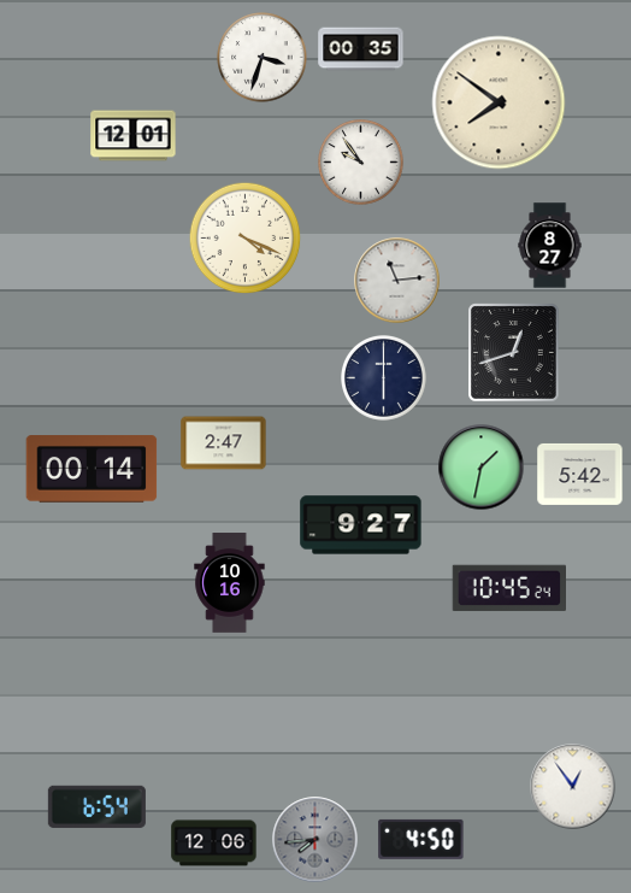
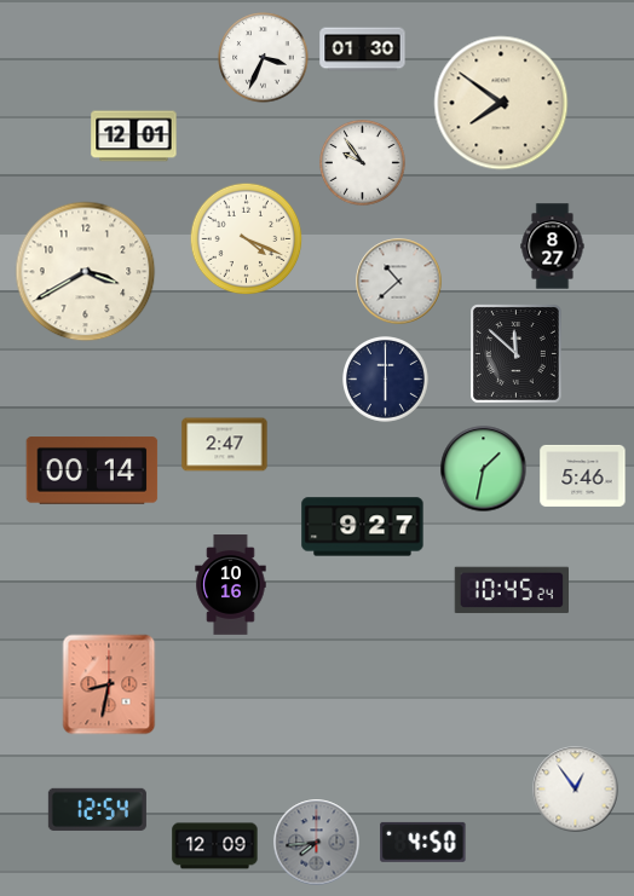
clock at (361, 49): 00:35 -> 01:30
clock at (263, 58): 3:33 -> 3:34
clock at (86, 272): none -> 3:40
clock at (397, 281): 11:14 -> 10:38
clock at (514, 353): 12:42 -> 11:52
clock at (580, 474): 5:42 -> 5:46
clock at (109, 684): none -> 8:32
clock at (96, 806): 6:54 -> 12:54
clock at (214, 844): 12:06 -> 12:09
